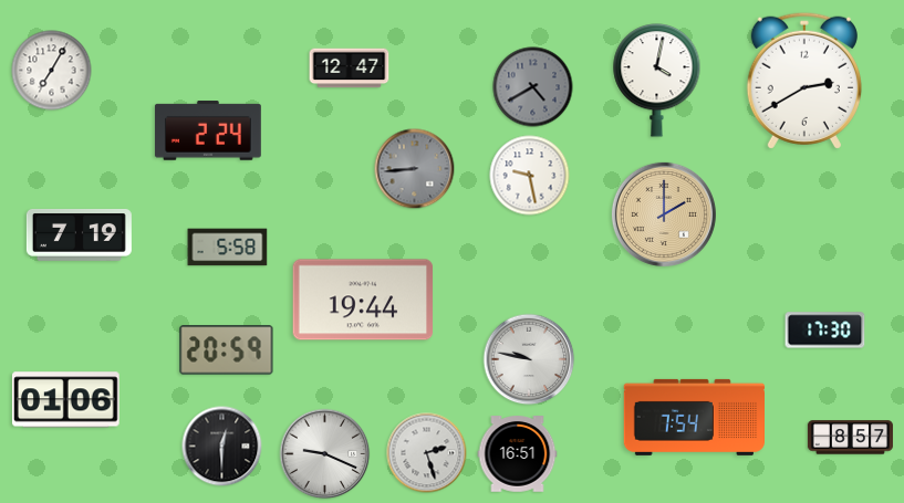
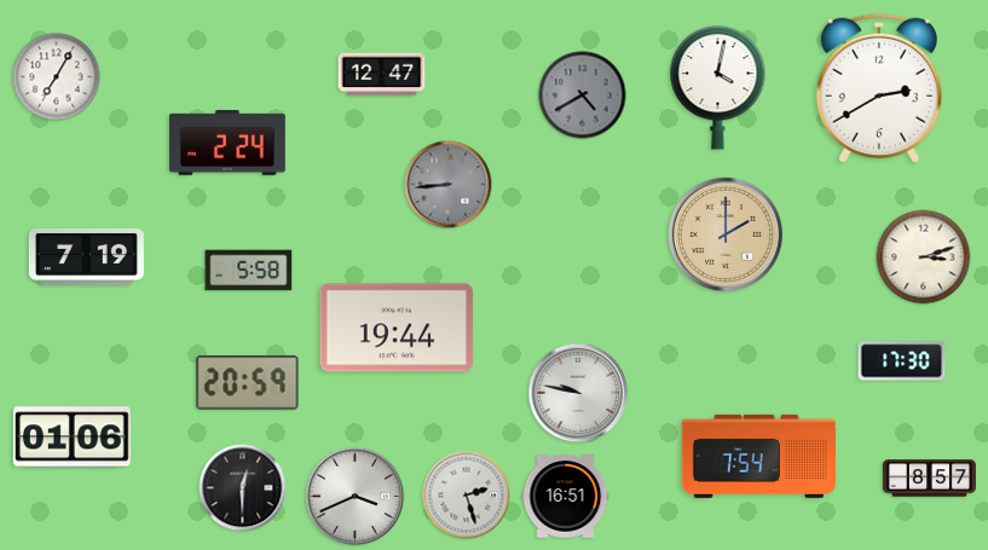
clock at (415, 169) position: (415, 169) -> (449, 185)
clock at (530, 176): 9:28 -> none
clock at (924, 257): none -> 3:12
clock at (325, 454): 9:19 -> 3:41
